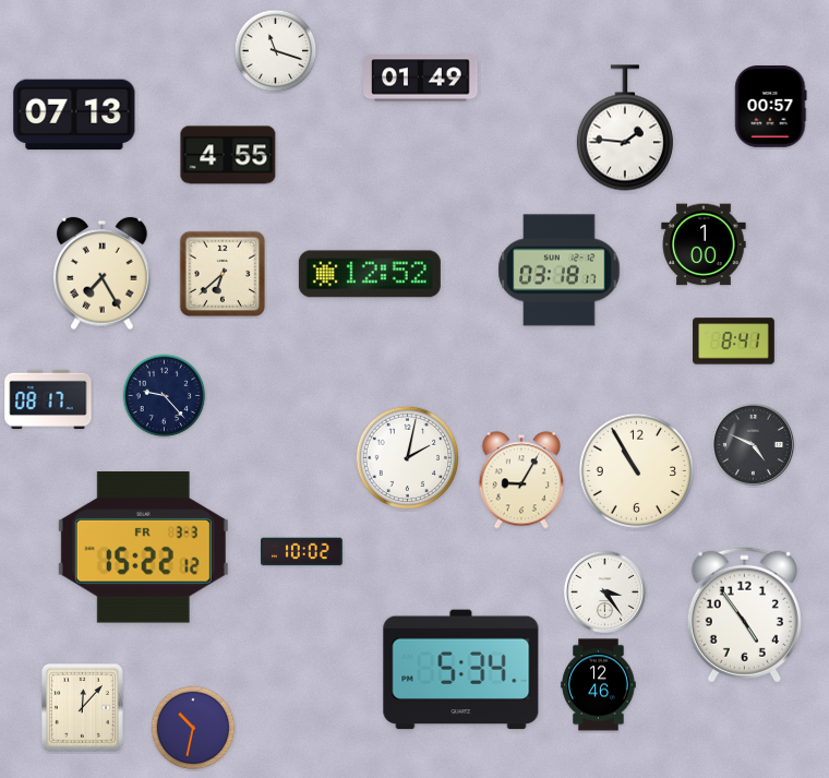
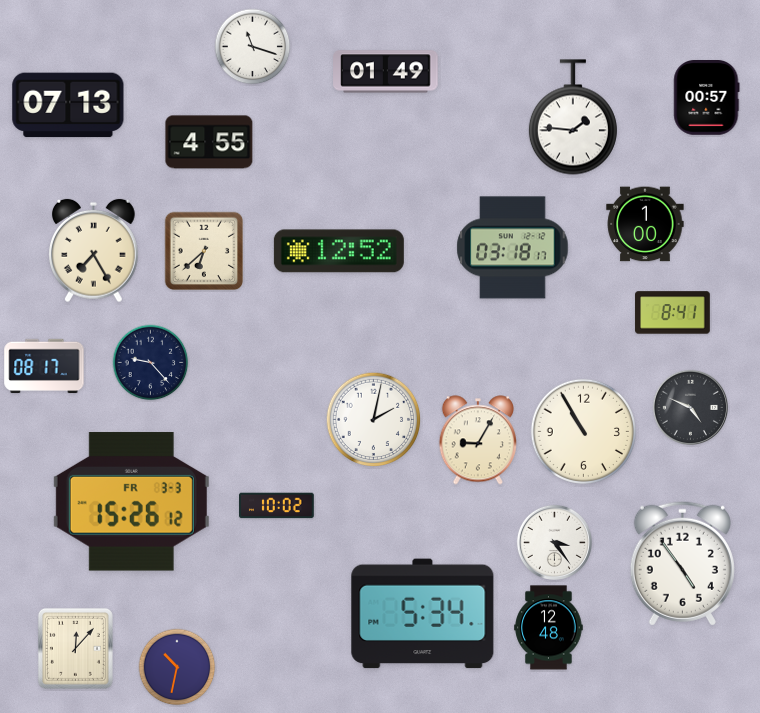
clock at (143, 548): 15:22 -> 15:26
clock at (599, 685): 12:46 -> 12:48
